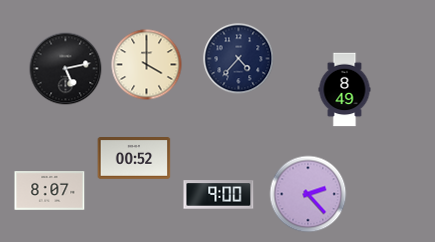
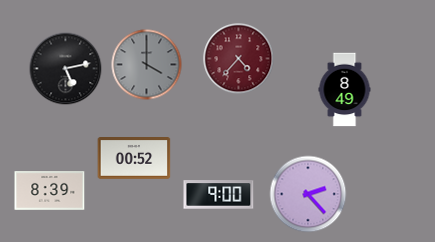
clock at (239, 59) dial: navy -> burgundy
clock at (147, 65) dial: cream -> grey
clock at (50, 191): 8:07 -> 8:39
